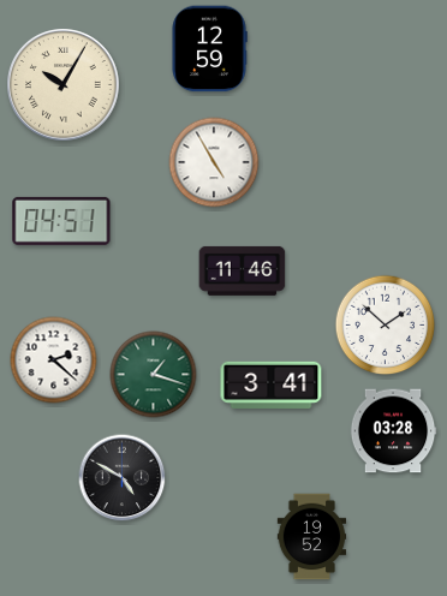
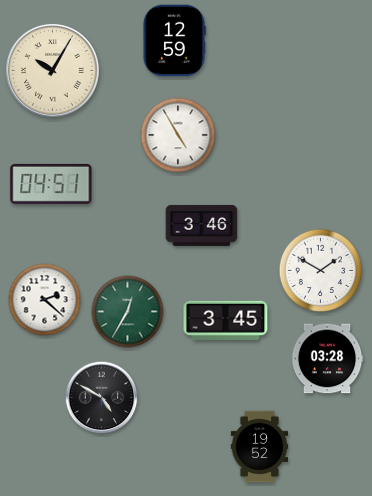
clock at (243, 270): 11:46 -> 3:46
clock at (386, 326): 1:52 -> 1:50
clock at (154, 375): 1:18 -> 12:35
clock at (272, 385): 3:41 -> 3:45
